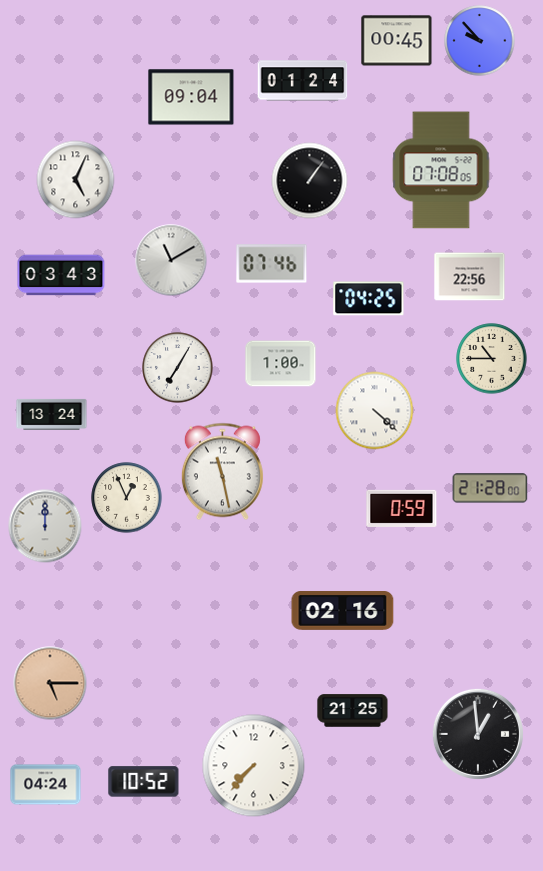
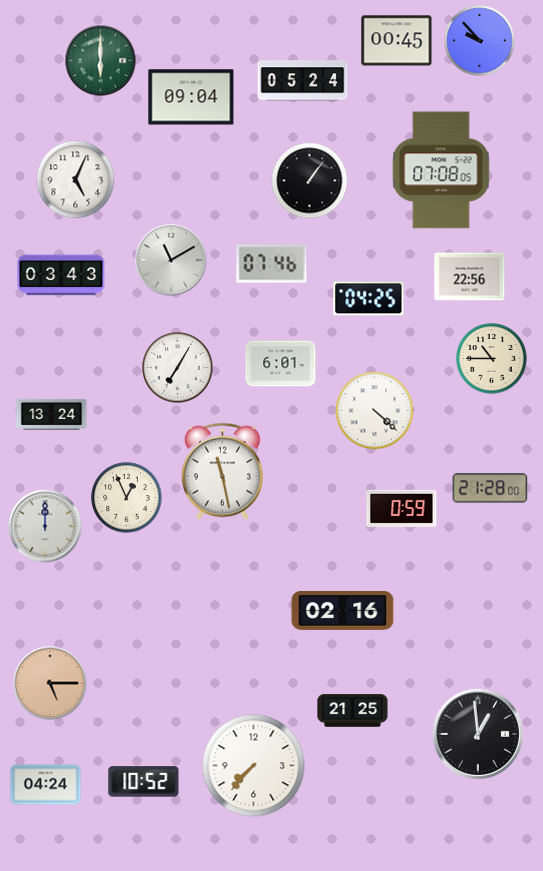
clock at (101, 61): none -> 6:00
clock at (303, 81): 01:24 -> 05:24
clock at (281, 364): 1:00 -> 6:01
